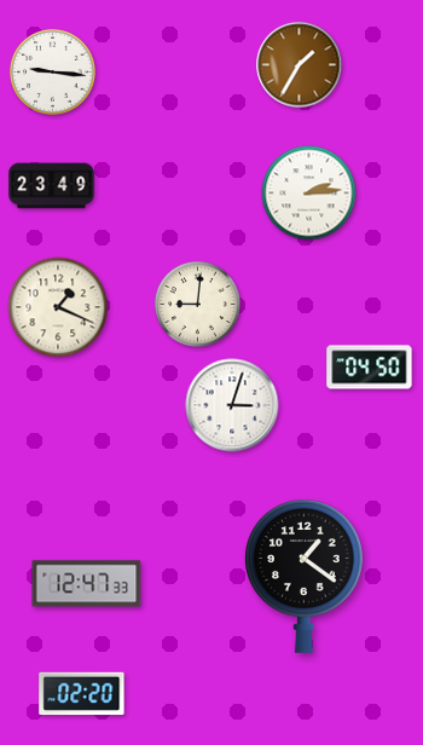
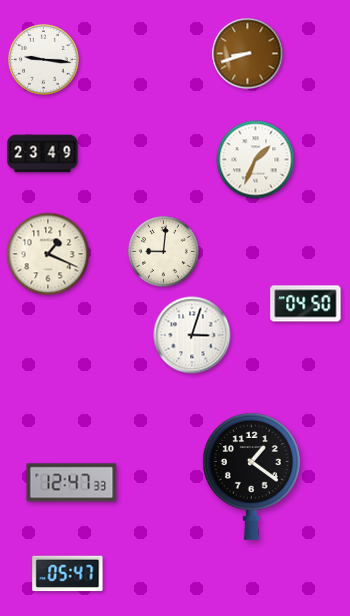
clock at (300, 65): 1:35 -> 8:42
clock at (309, 194): 2:14 -> 1:34
clock at (82, 694): 02:20 -> 05:47
